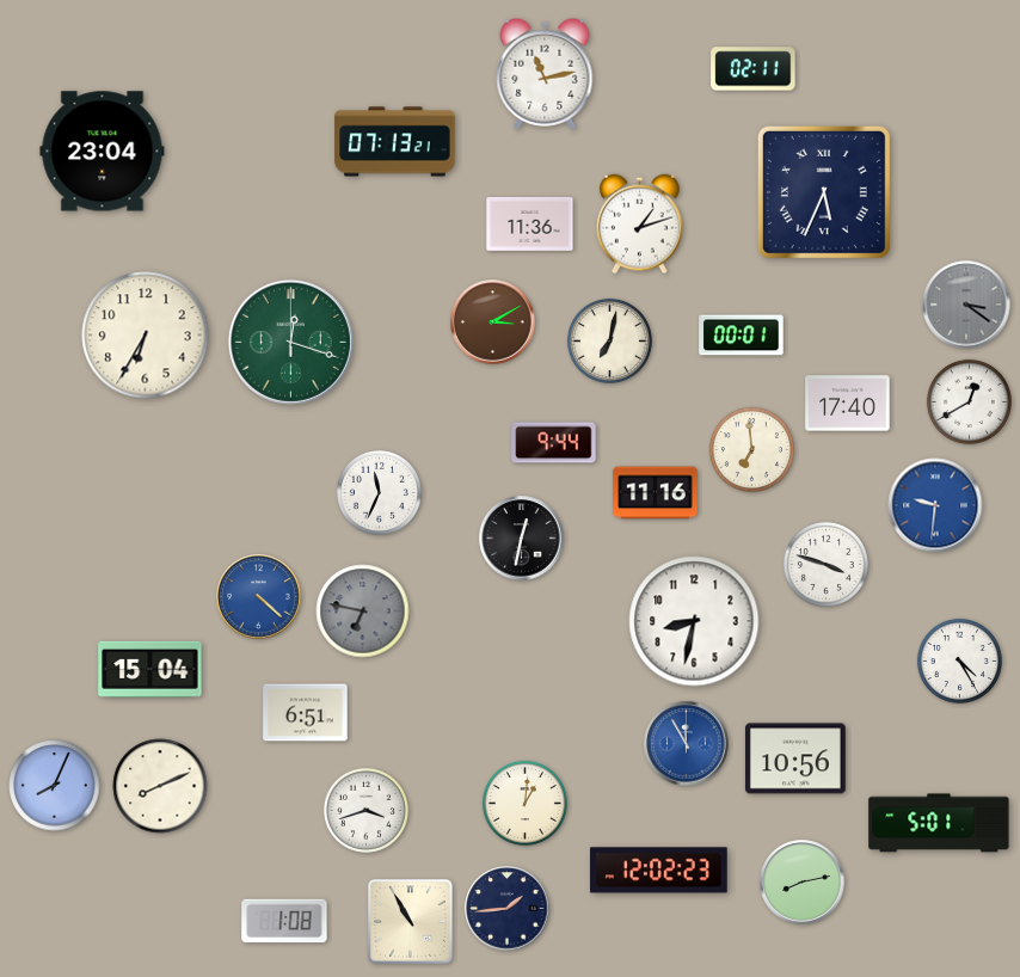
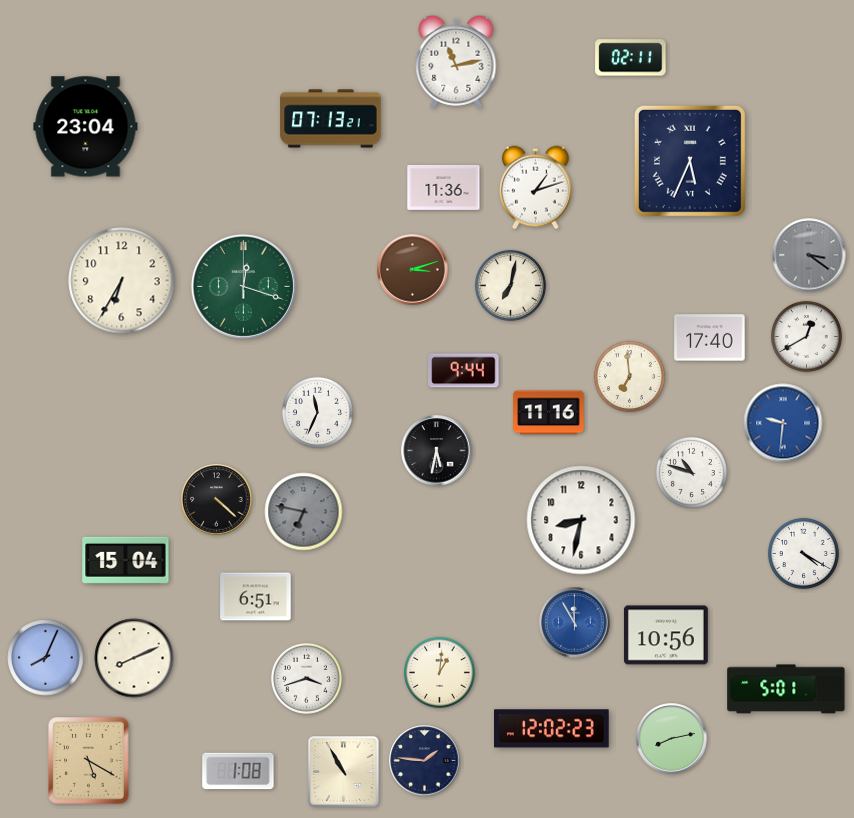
clock at (493, 322): 3:10 -> 3:12
clock at (742, 336): 00:01 -> none
clock at (969, 401) position: (969, 401) -> (806, 336)
clock at (522, 539): 12:32 -> 5:32
clock at (825, 564): 3:48 -> 10:48
clock at (259, 597) dial: blue -> black
clock at (959, 660): 4:25 -> 4:20
clock at (89, 761): none -> 5:20
clock at (508, 909): 1:44 -> 1:46
